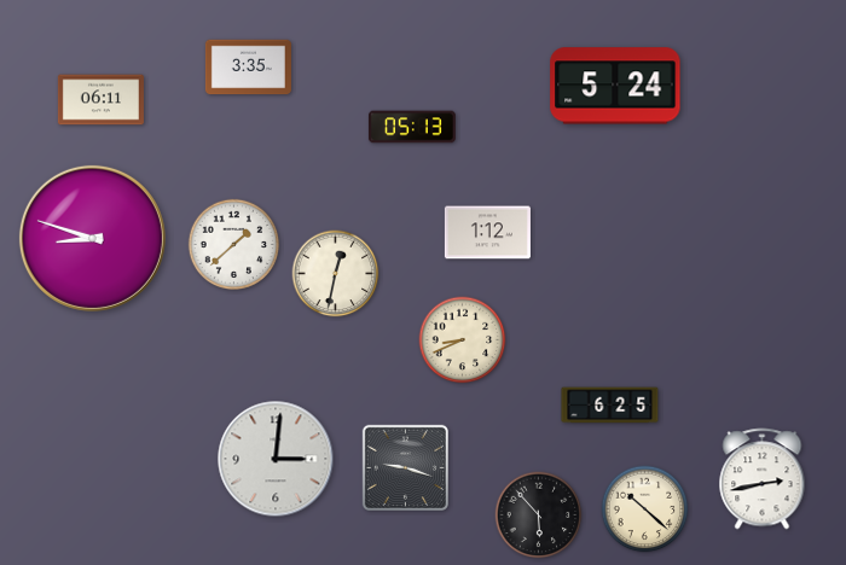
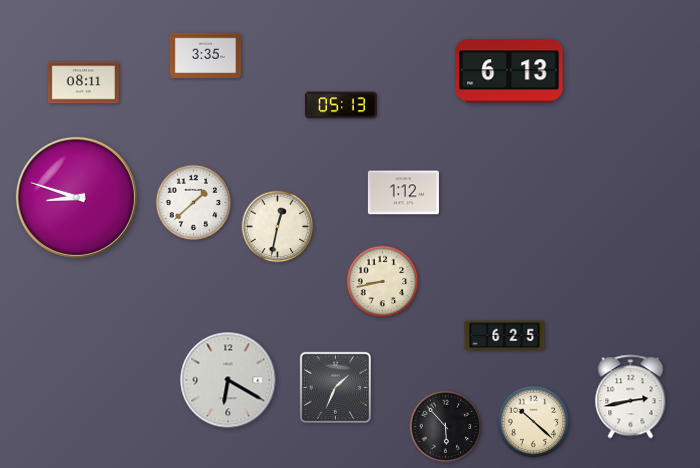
clock at (615, 86): 5:24 -> 6:13
clock at (100, 100): 06:11 -> 08:11
clock at (463, 340): 8:41 -> 8:43
clock at (276, 459): 3:01 -> 6:20
clock at (405, 467): 9:18 -> 1:34
